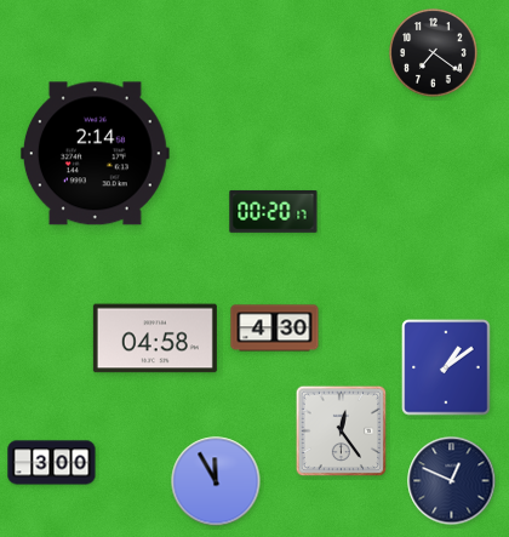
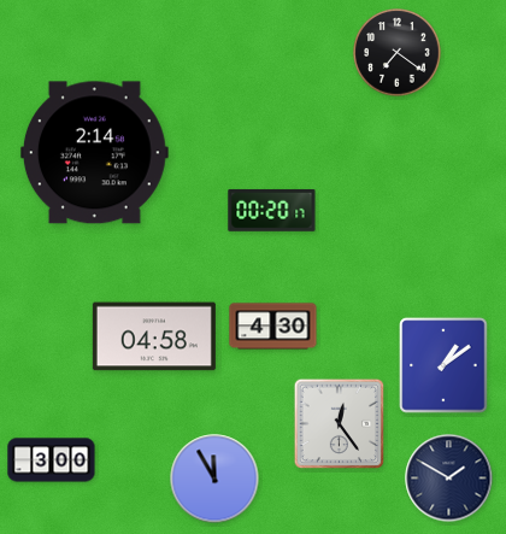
clock at (434, 53) position: (434, 53) -> (398, 53)
clock at (342, 432) position: (342, 432) -> (340, 424)
clock at (452, 481): 12:49 -> 1:50
